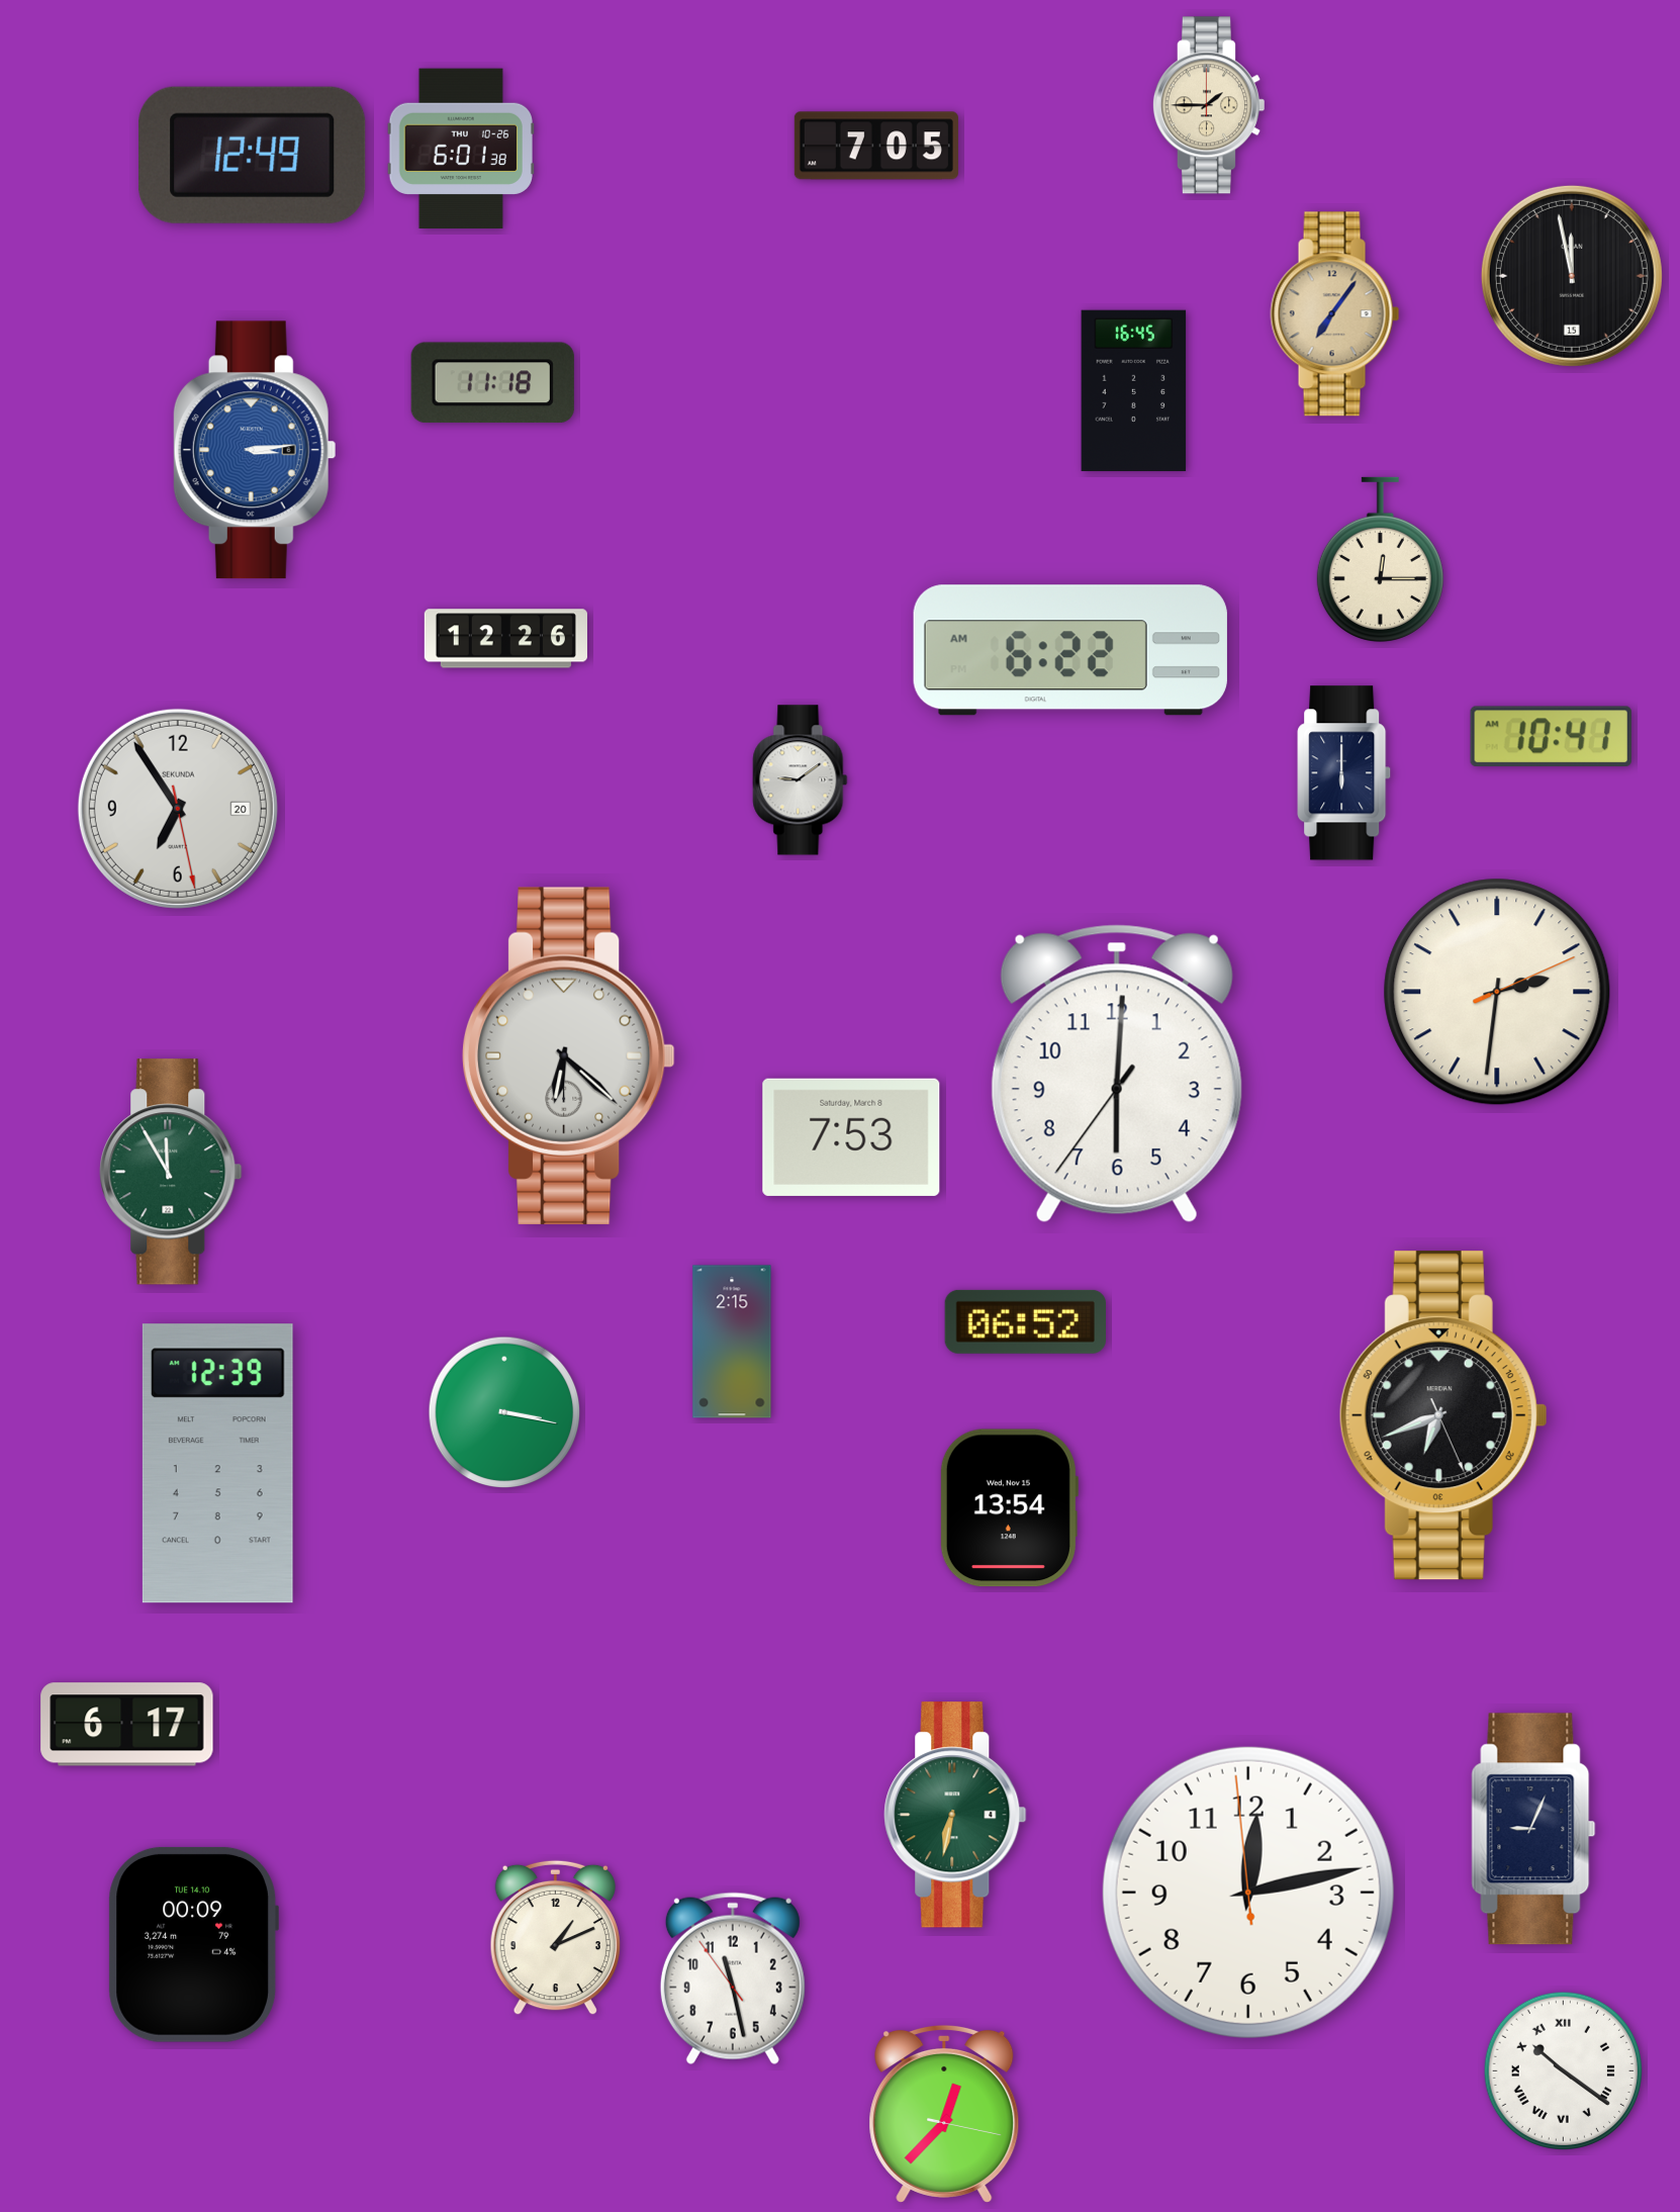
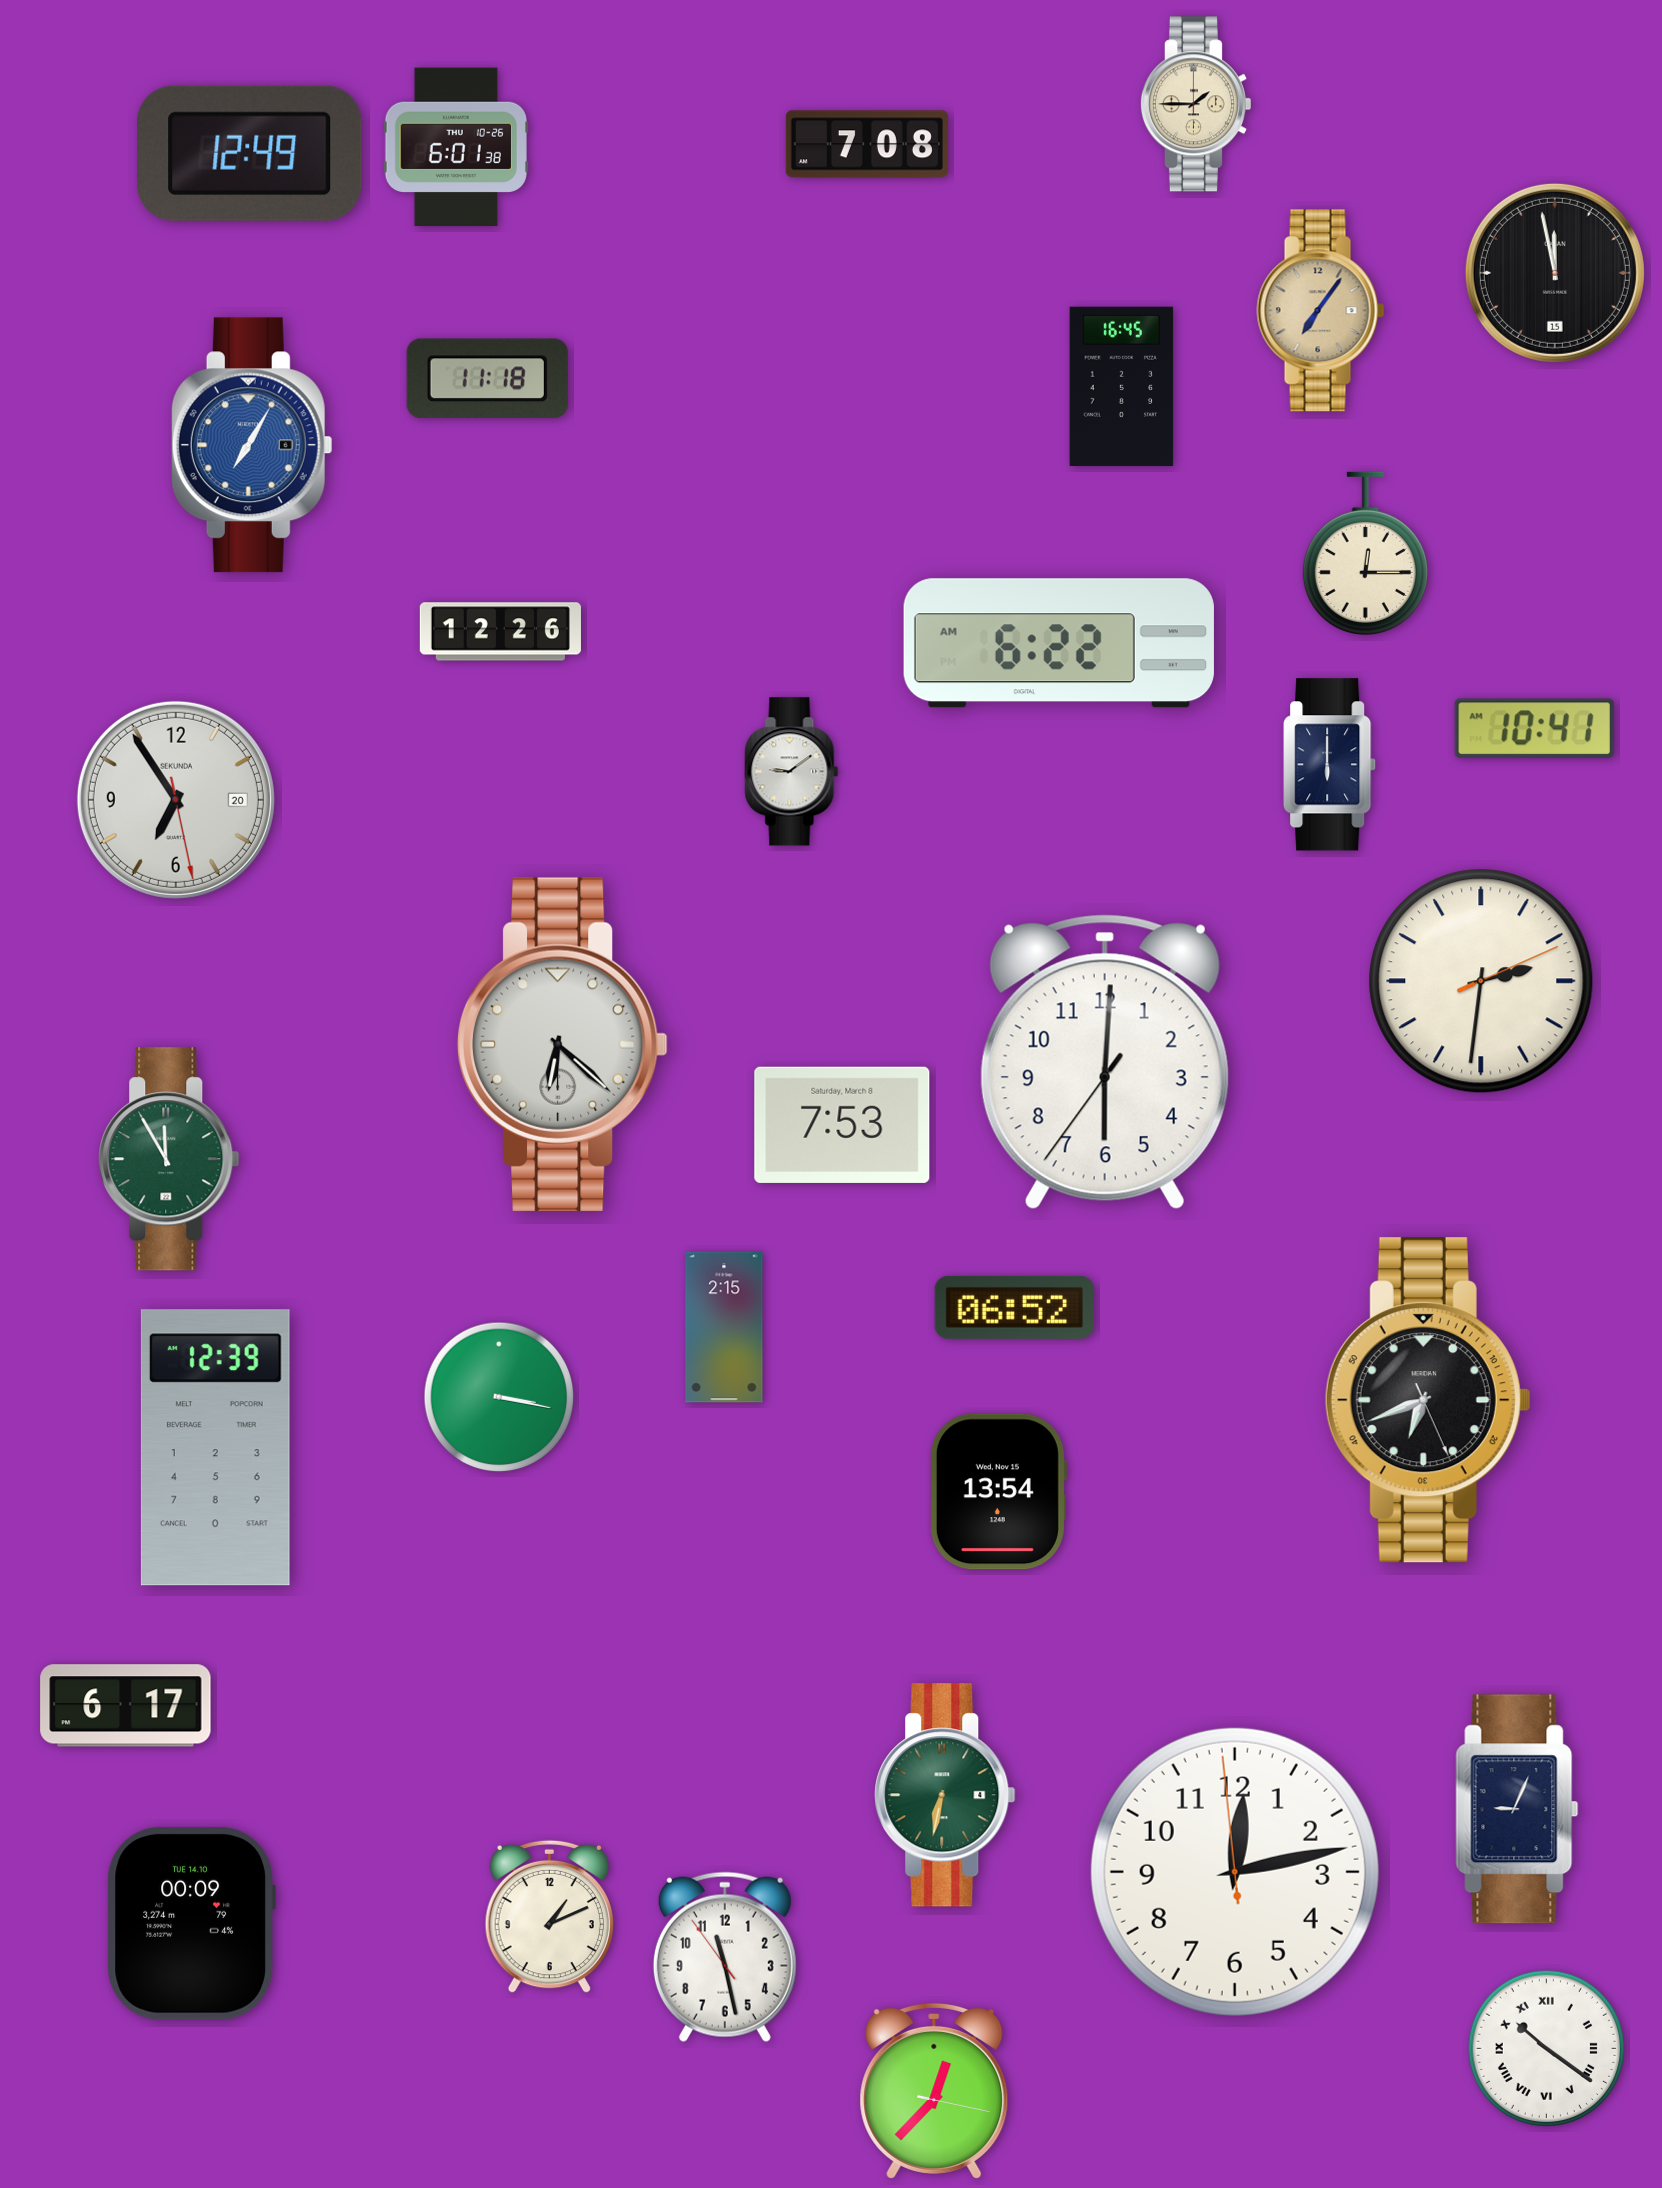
clock at (876, 146): 7:05 -> 7:08
clock at (255, 450): 3:14 -> 7:05
